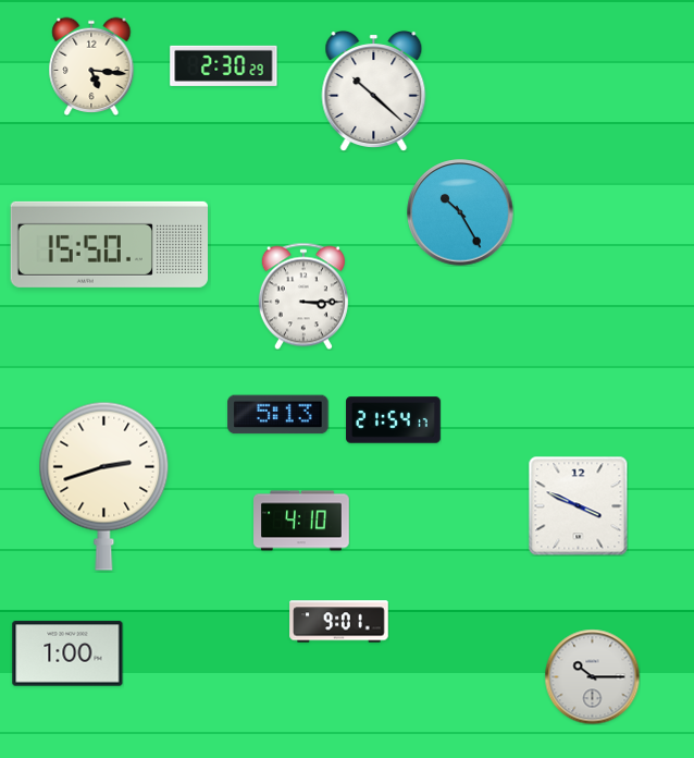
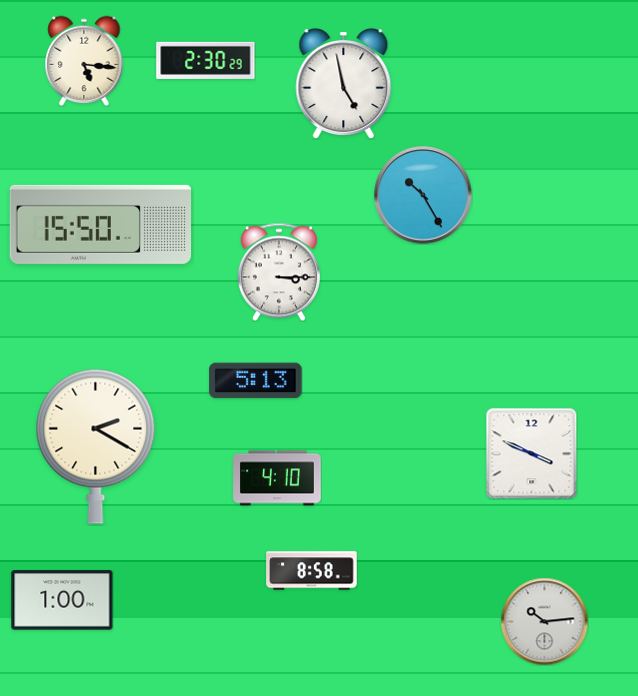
clock at (374, 91): 10:22 -> 4:58
clock at (394, 420): 21:54 -> none
clock at (104, 486): 2:42 -> 2:20
clock at (578, 505) position: (578, 505) -> (531, 453)
clock at (339, 622): 9:01 -> 8:58
clock at (592, 676): 10:15 -> 10:14
